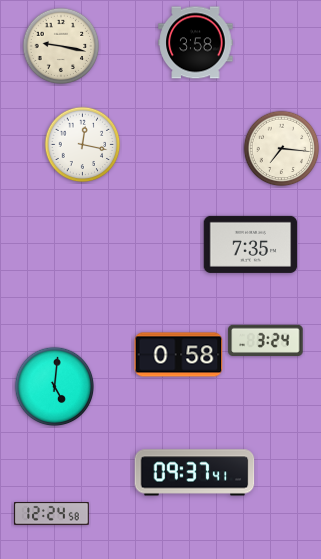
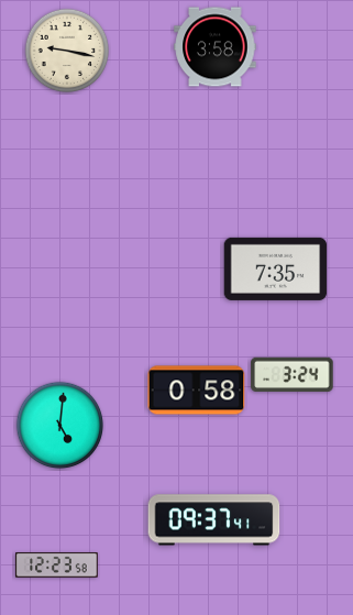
clock at (83, 145): 12:17 -> none
clock at (282, 149): 7:16 -> none
clock at (52, 514): 12:24 -> 12:23
